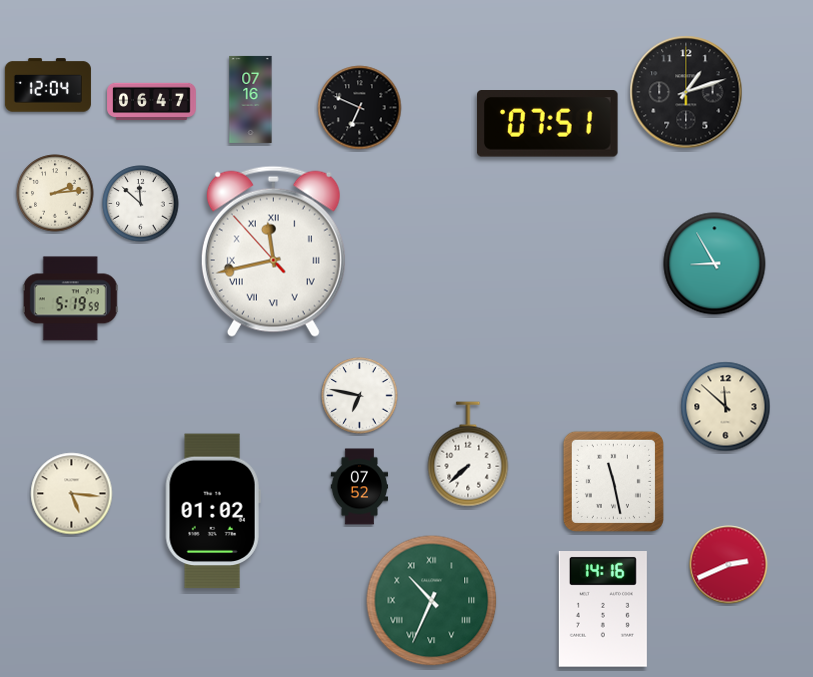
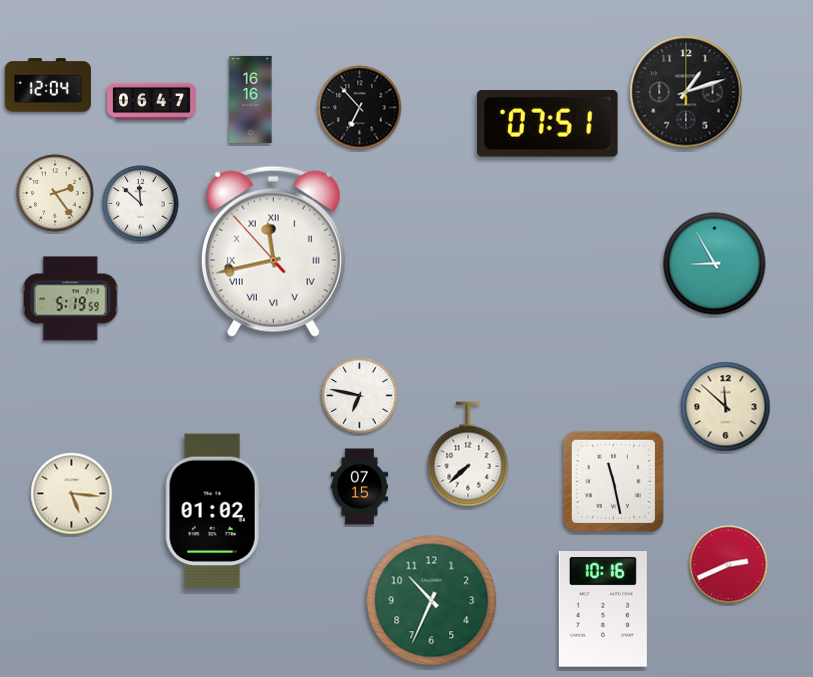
clock at (251, 99): 07:16 -> 16:16
clock at (360, 108): 6:49 -> 6:53
clock at (55, 193): 2:14 -> 2:24
clock at (360, 487): 07:52 -> 07:15
clock at (432, 601) numerals: Roman -> Arabic
clock at (603, 610): 14:16 -> 10:16
